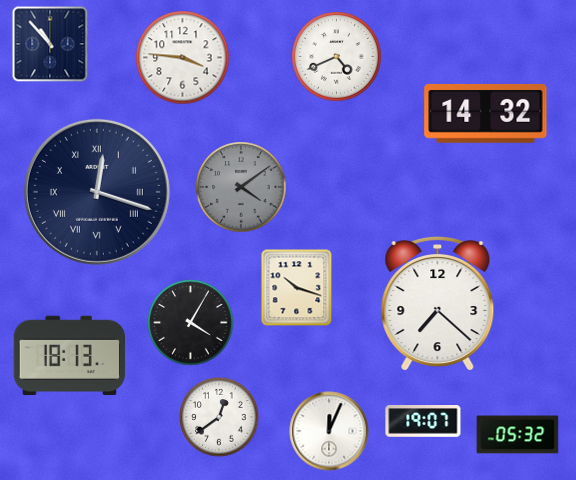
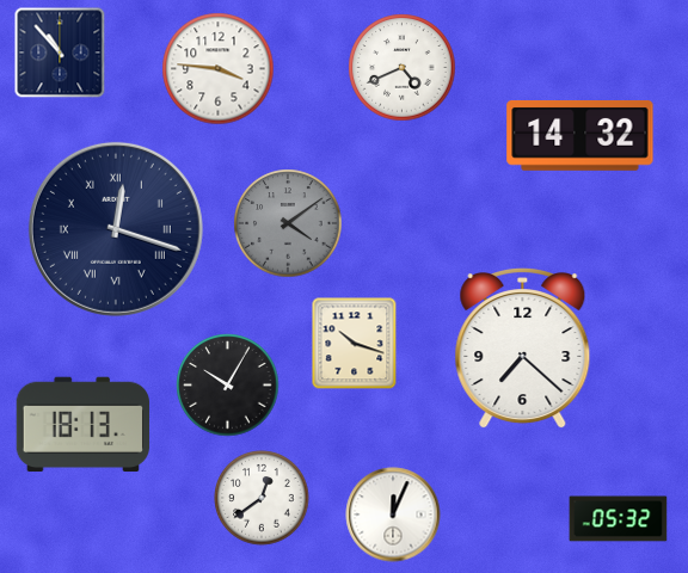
clock at (438, 305) position: (438, 305) -> (523, 350)
clock at (191, 323): 4:05 -> 10:05
clock at (423, 422): 19:07 -> none
